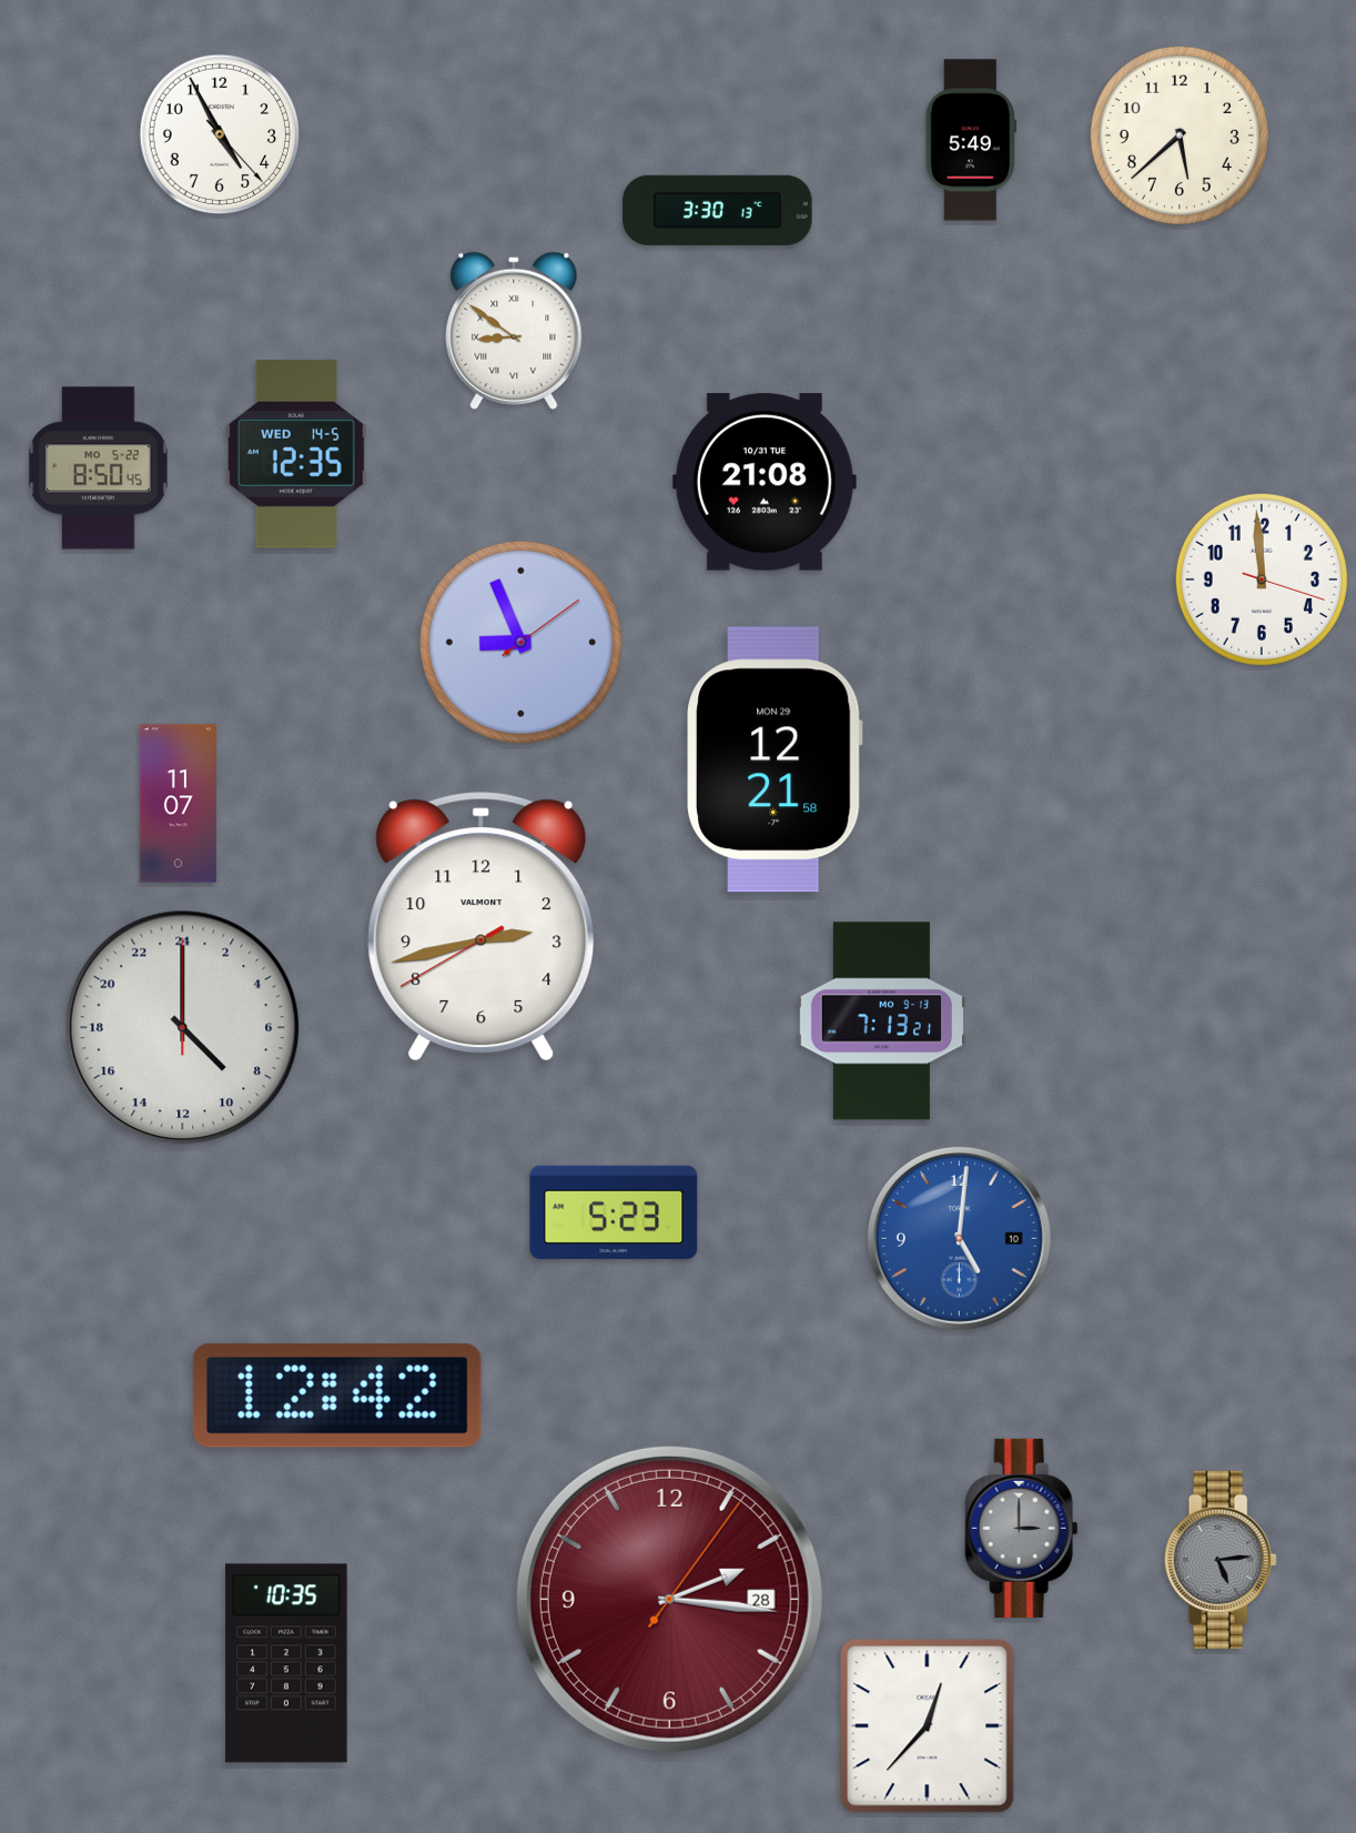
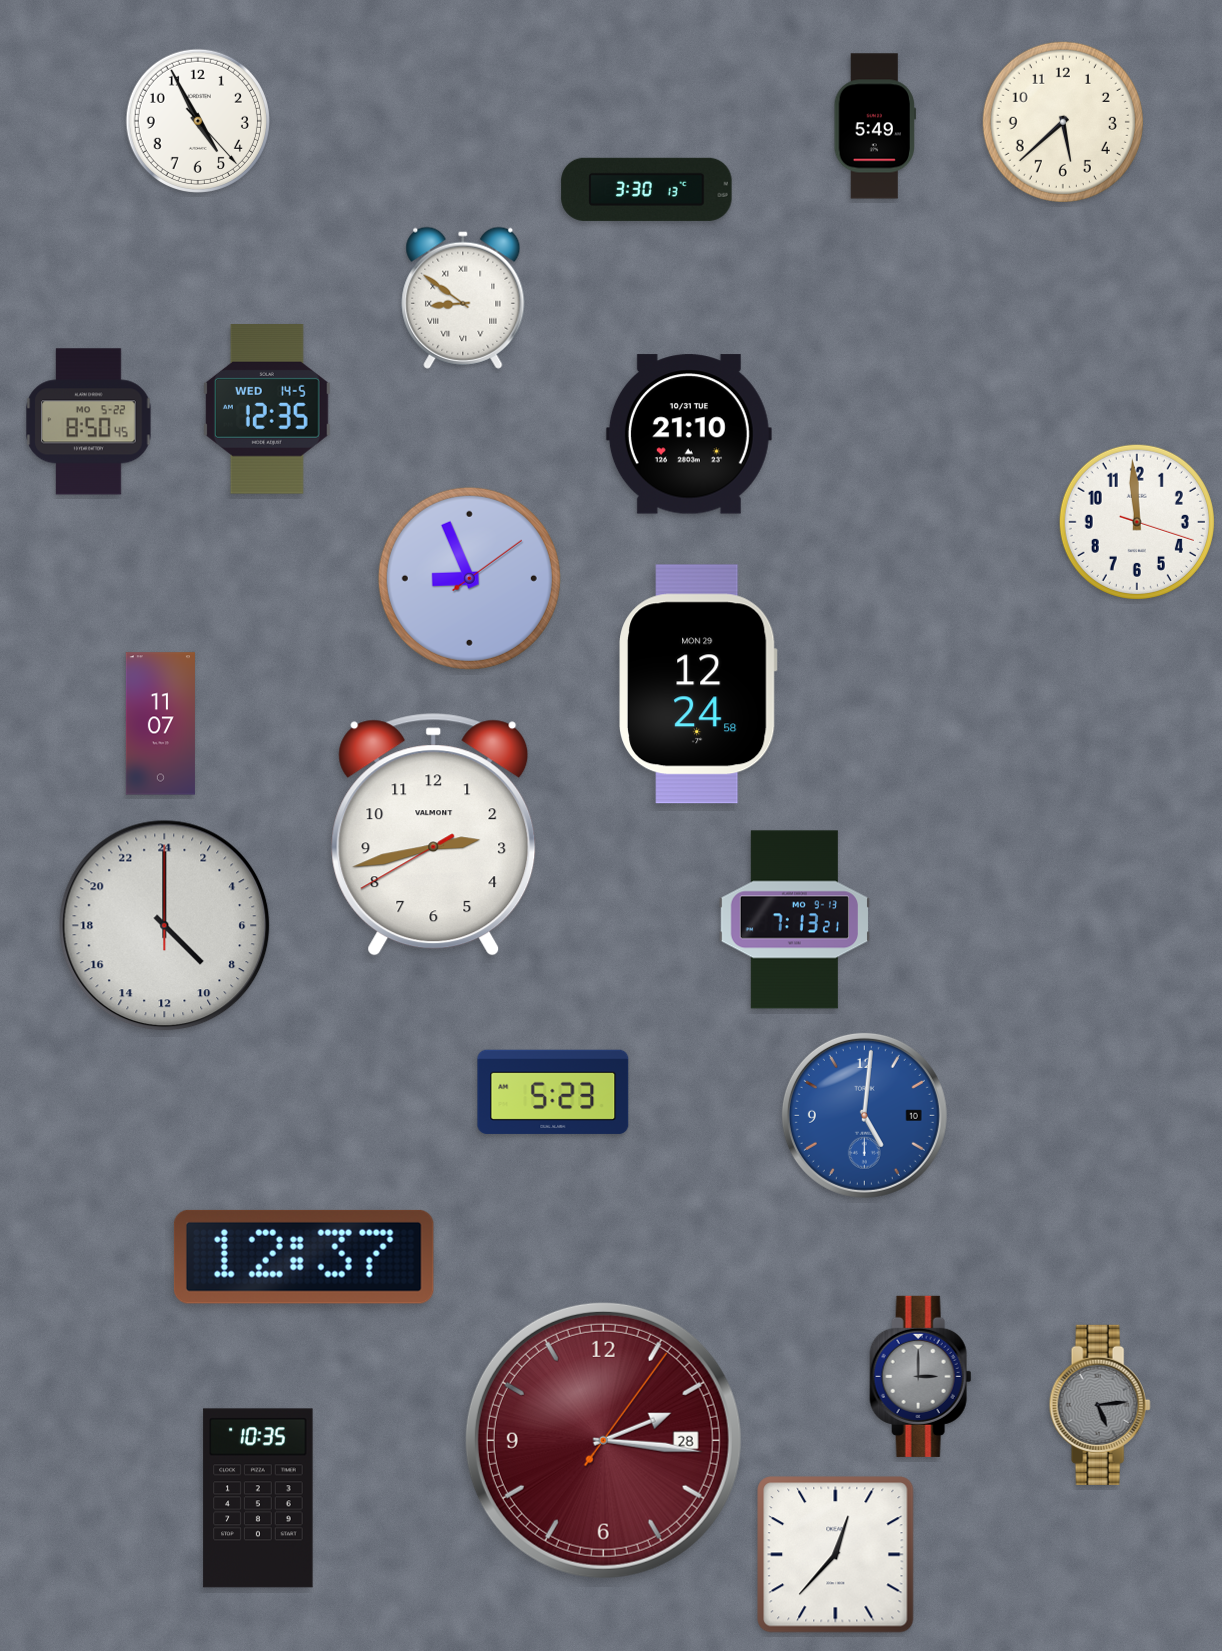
clock at (765, 482): 21:08 -> 21:10
clock at (775, 759): 12:21 -> 12:24
clock at (337, 1396): 12:42 -> 12:37
